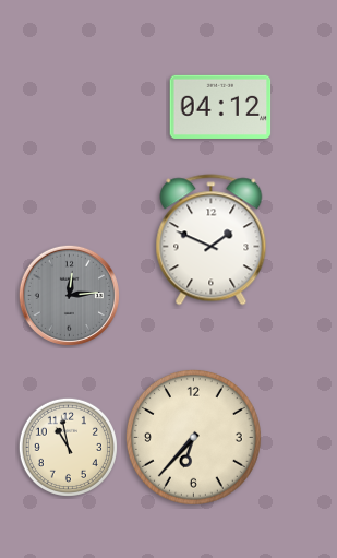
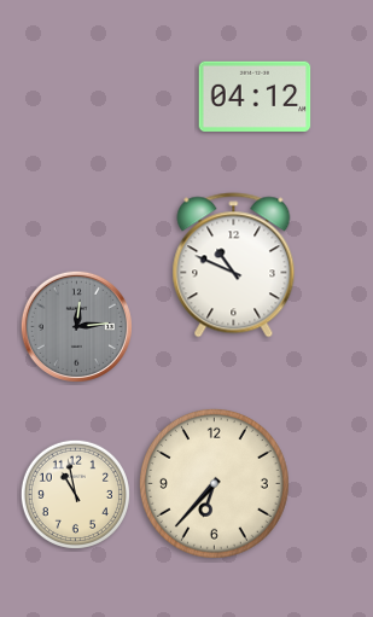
clock at (220, 107) position: (220, 107) -> (255, 97)
clock at (212, 240): 1:49 -> 10:49
